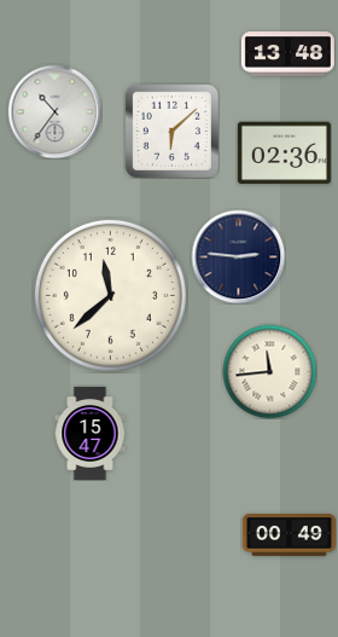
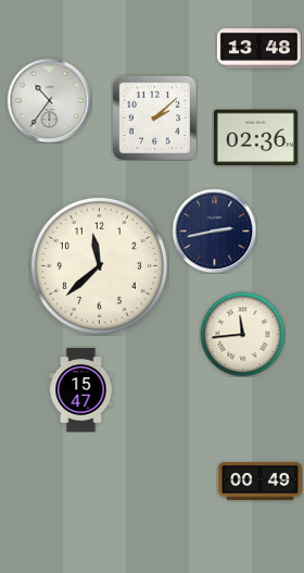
clock at (171, 131): 6:08 -> 2:08
clock at (238, 256): 2:46 -> 2:43
